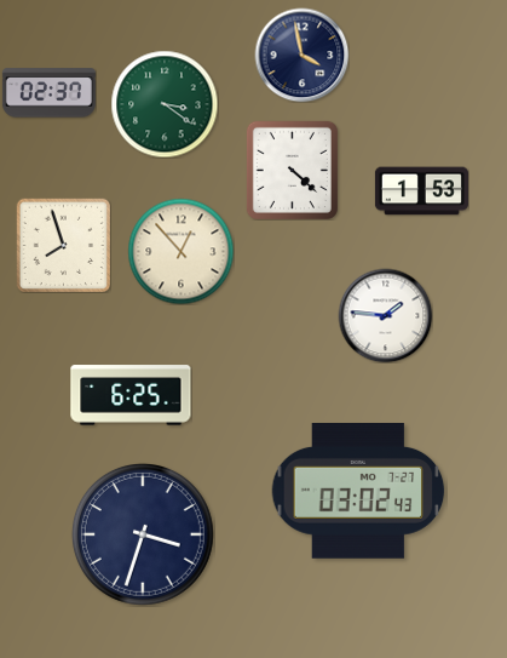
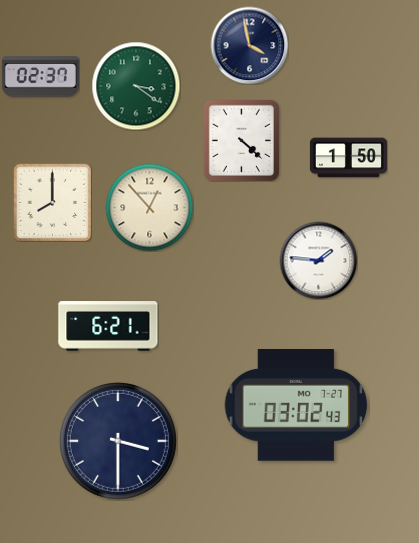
clock at (421, 191): 1:53 -> 1:50
clock at (63, 245): 7:57 -> 8:00
clock at (131, 395): 6:25 -> 6:21
clock at (143, 534): 3:33 -> 3:30
